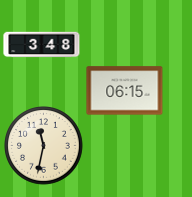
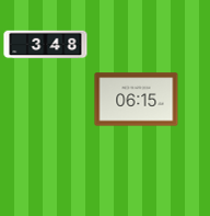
clock at (42, 45) position: (42, 45) -> (46, 45)
clock at (44, 146): 11:32 -> none
